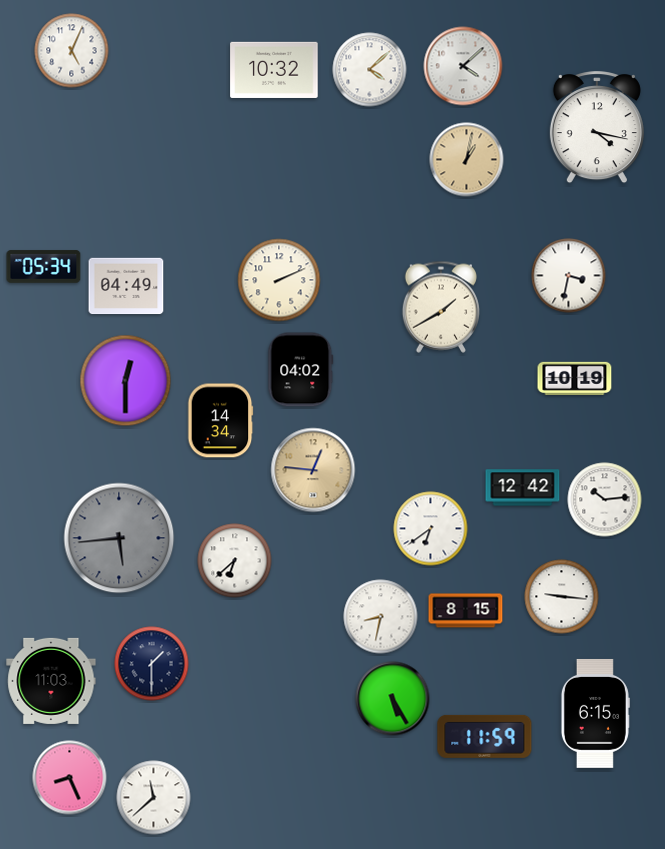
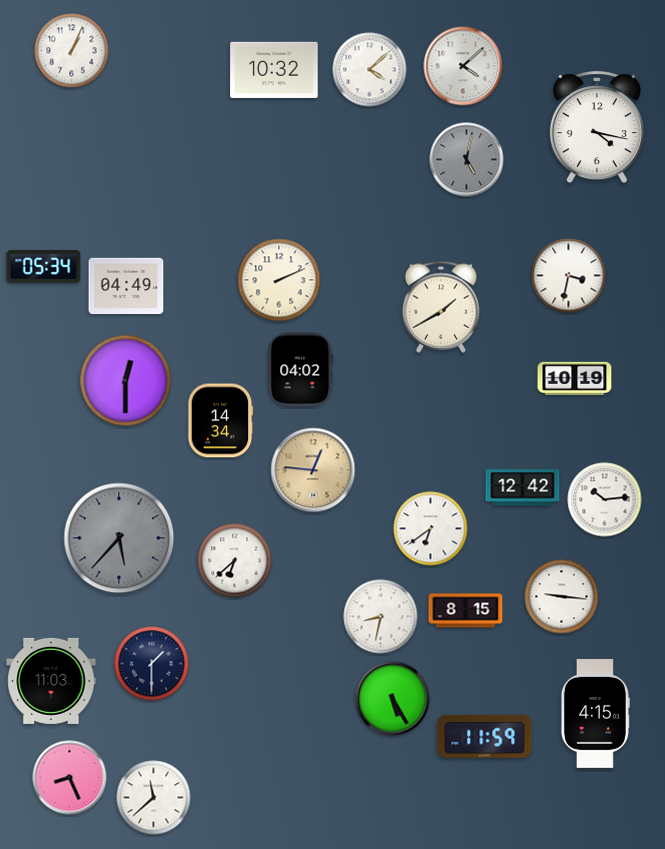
clock at (72, 51): 5:04 -> 1:04
clock at (467, 160): 1:02 -> 5:02
clock at (467, 160) dial: champagne -> grey
clock at (119, 538): 5:44 -> 5:37
clock at (595, 713): 6:15 -> 4:15
